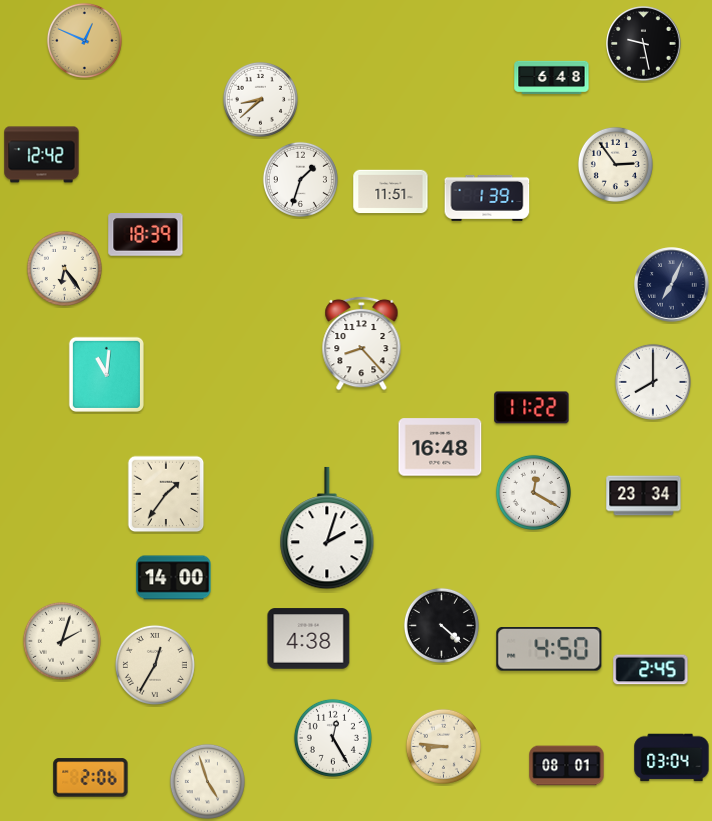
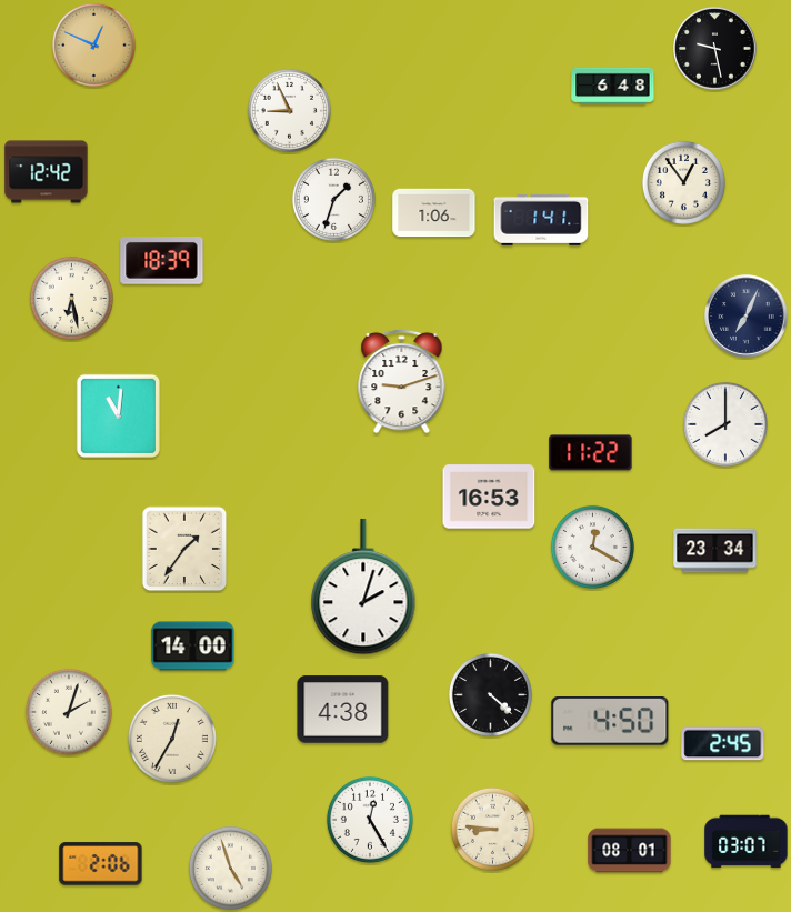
clock at (260, 99): 8:38 -> 8:56
clock at (615, 164): 2:54 -> 12:54
clock at (391, 192): 11:51 -> 1:06
clock at (487, 198): 1:39 -> 1:41
clock at (64, 268): 6:24 -> 6:28
clock at (362, 343): 8:23 -> 9:12
clock at (440, 447): 16:48 -> 16:53
clock at (174, 578) position: (174, 578) -> (193, 647)
clock at (672, 758): 03:04 -> 03:07
